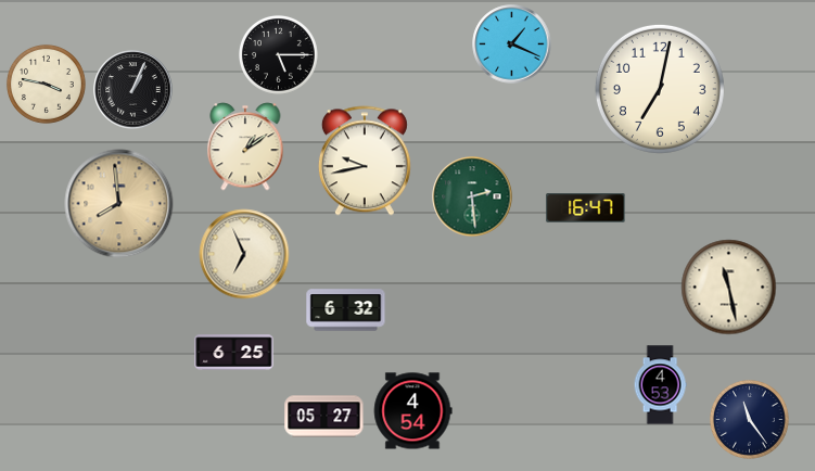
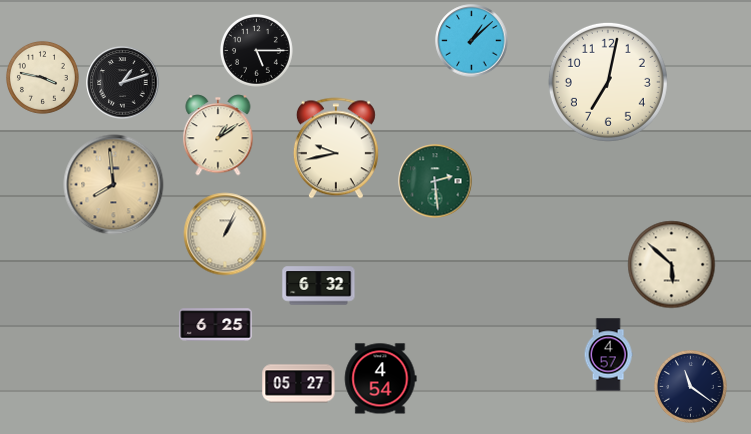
clock at (512, 44): 1:19 -> 1:08
clock at (133, 90): 1:04 -> 1:12
clock at (245, 147) position: (245, 147) -> (218, 135)
clock at (119, 204) position: (119, 204) -> (114, 185)
clock at (586, 208): 16:47 -> none
clock at (244, 254): 6:56 -> 1:04
clock at (729, 288): 11:28 -> 5:52
clock at (660, 385): 4:53 -> 4:57
clock at (749, 419): 11:24 -> 11:21
